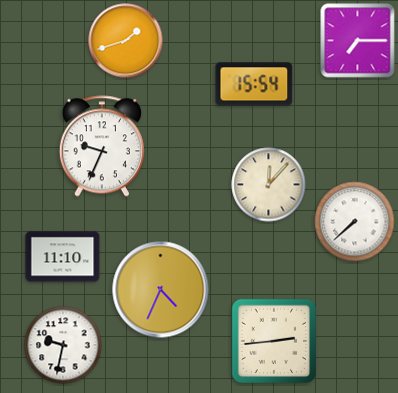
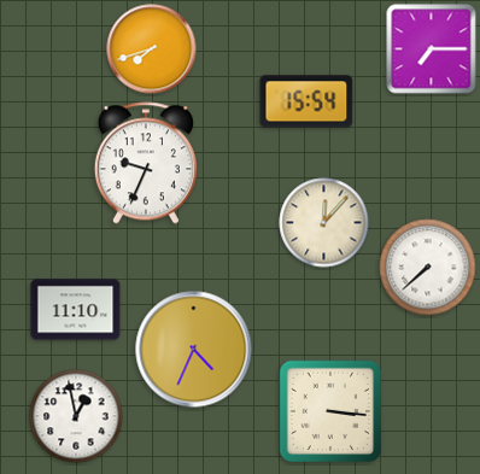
clock at (126, 41): 1:42 -> 7:42
clock at (102, 146) position: (102, 146) -> (146, 163)
clock at (274, 341): 2:44 -> 3:16
clock at (63, 345): 9:32 -> 12:58
